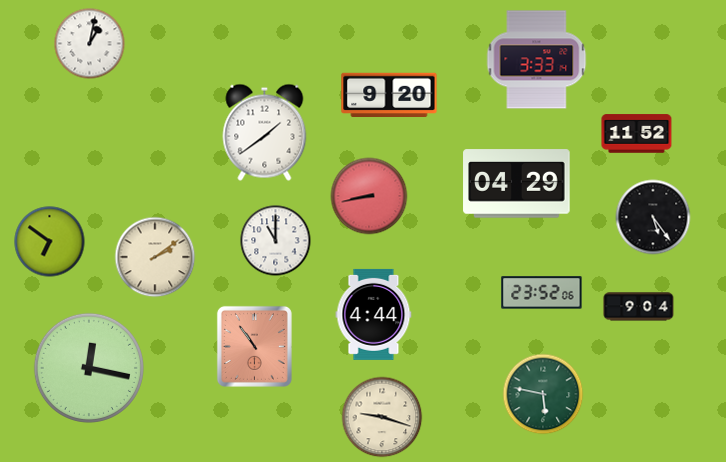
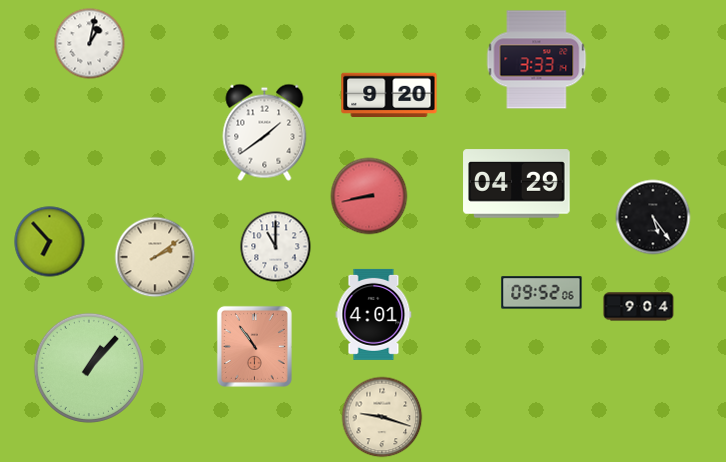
clock at (637, 134): 11:52 -> none
clock at (276, 241) position: (276, 241) -> (276, 247)
clock at (50, 242): 6:51 -> 6:53
clock at (542, 293): 23:52 -> 09:52
clock at (374, 314): 4:44 -> 4:01
clock at (89, 368): 12:17 -> 1:07
clock at (543, 394): 5:47 -> none
